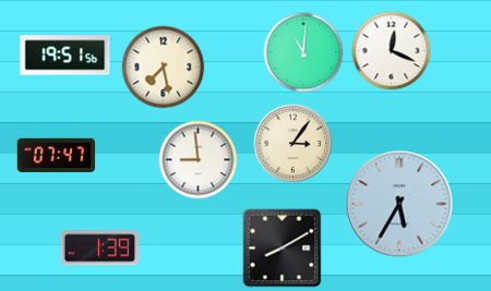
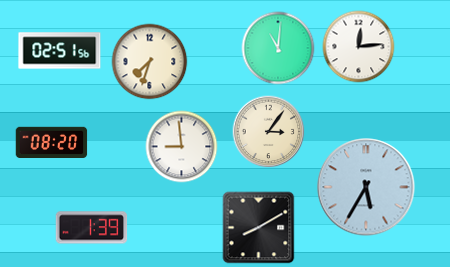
clock at (392, 51): 12:19 -> 12:14
clock at (65, 56): 19:51 -> 02:51
clock at (164, 68): 7:28 -> 7:33
clock at (57, 155): 07:47 -> 08:20
